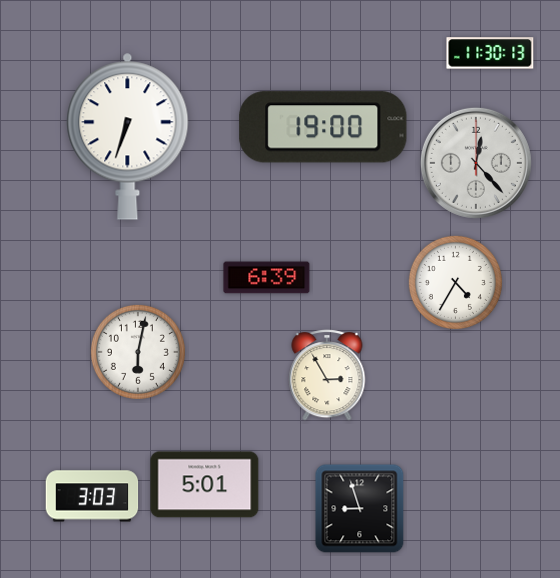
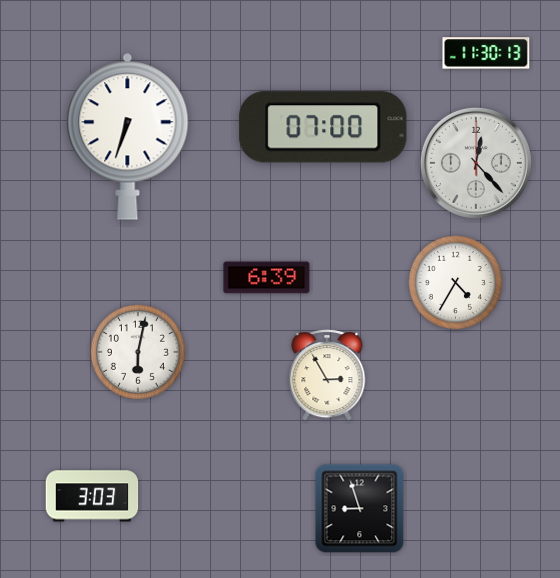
clock at (490, 53) position: (490, 53) -> (486, 53)
clock at (323, 127): 19:00 -> 07:00
clock at (205, 485): 5:01 -> none
